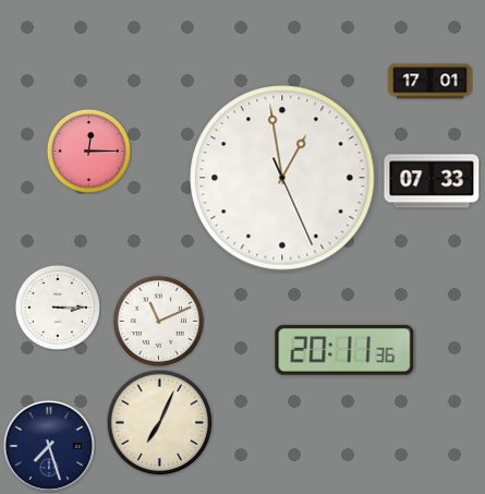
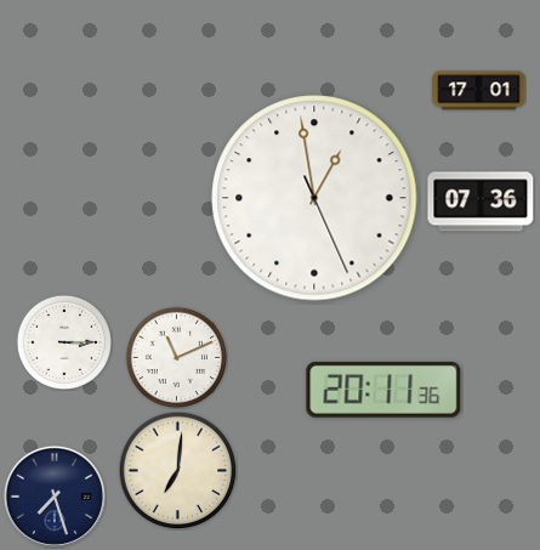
clock at (88, 150): 12:15 -> none
clock at (432, 181): 07:33 -> 07:36
clock at (159, 422): 7:04 -> 7:01
